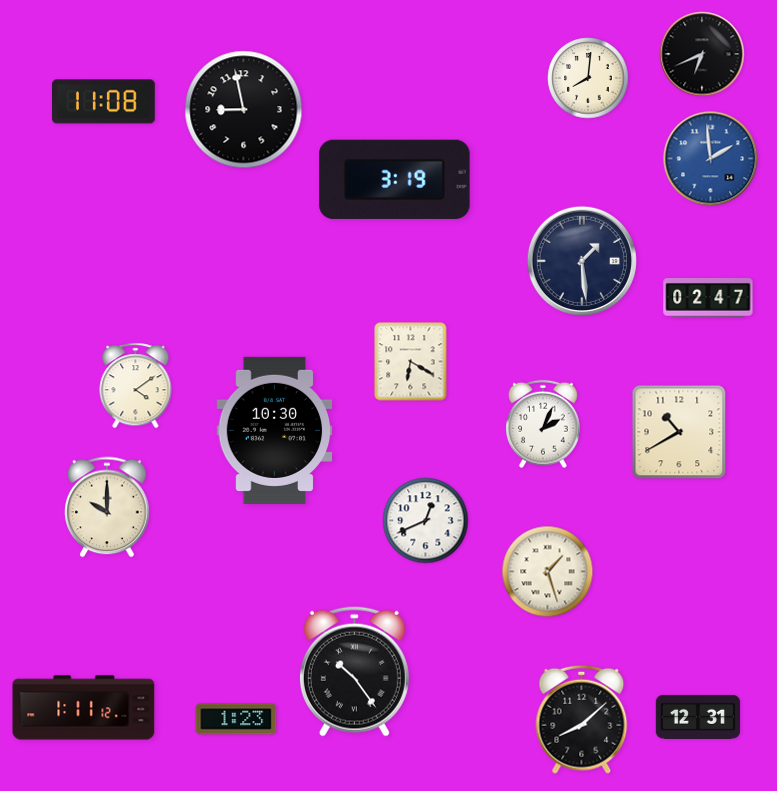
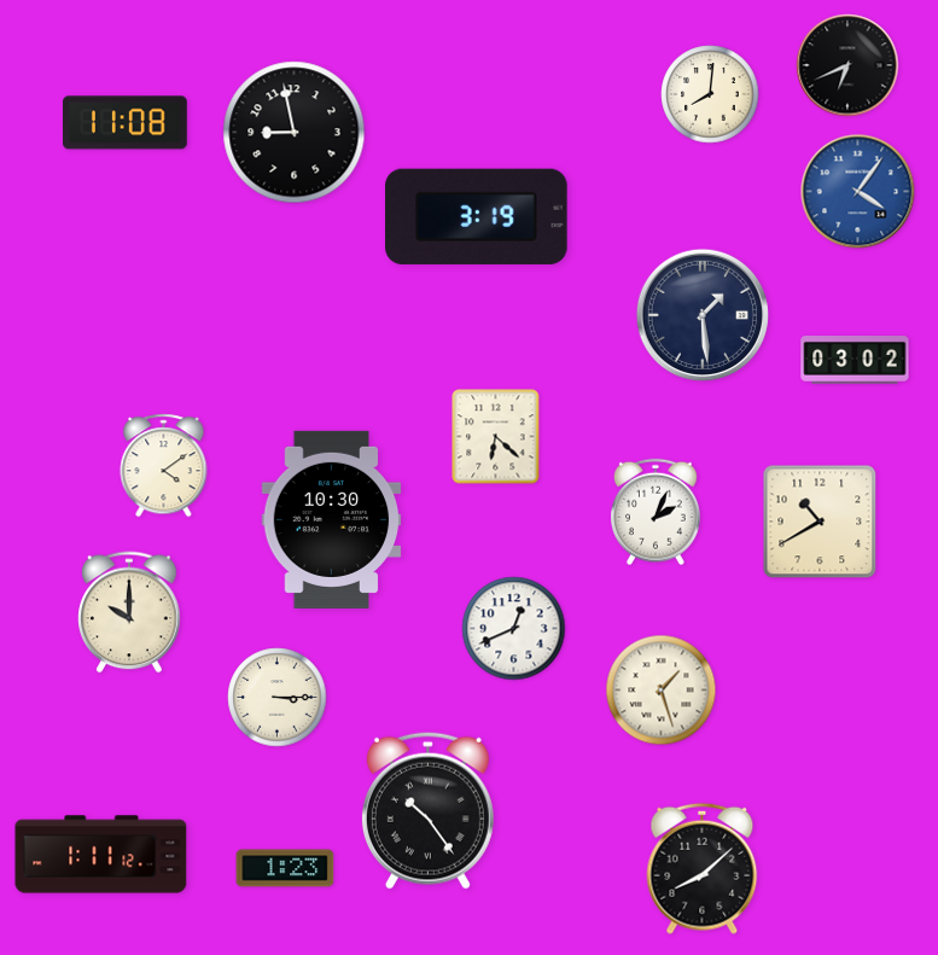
clock at (711, 159): 1:59 -> 4:06
clock at (708, 299): 02:47 -> 03:02
clock at (411, 362): 6:20 -> 6:22
clock at (278, 698): none -> 3:15
clock at (697, 717): 12:31 -> none
